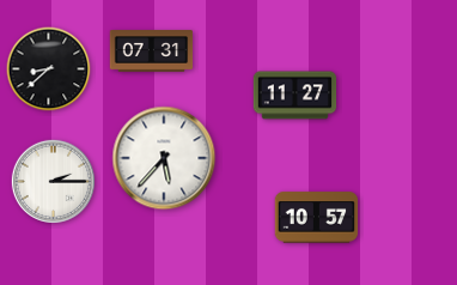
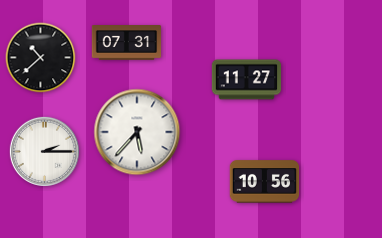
clock at (49, 69): 8:38 -> 10:38
clock at (317, 218): 10:57 -> 10:56
